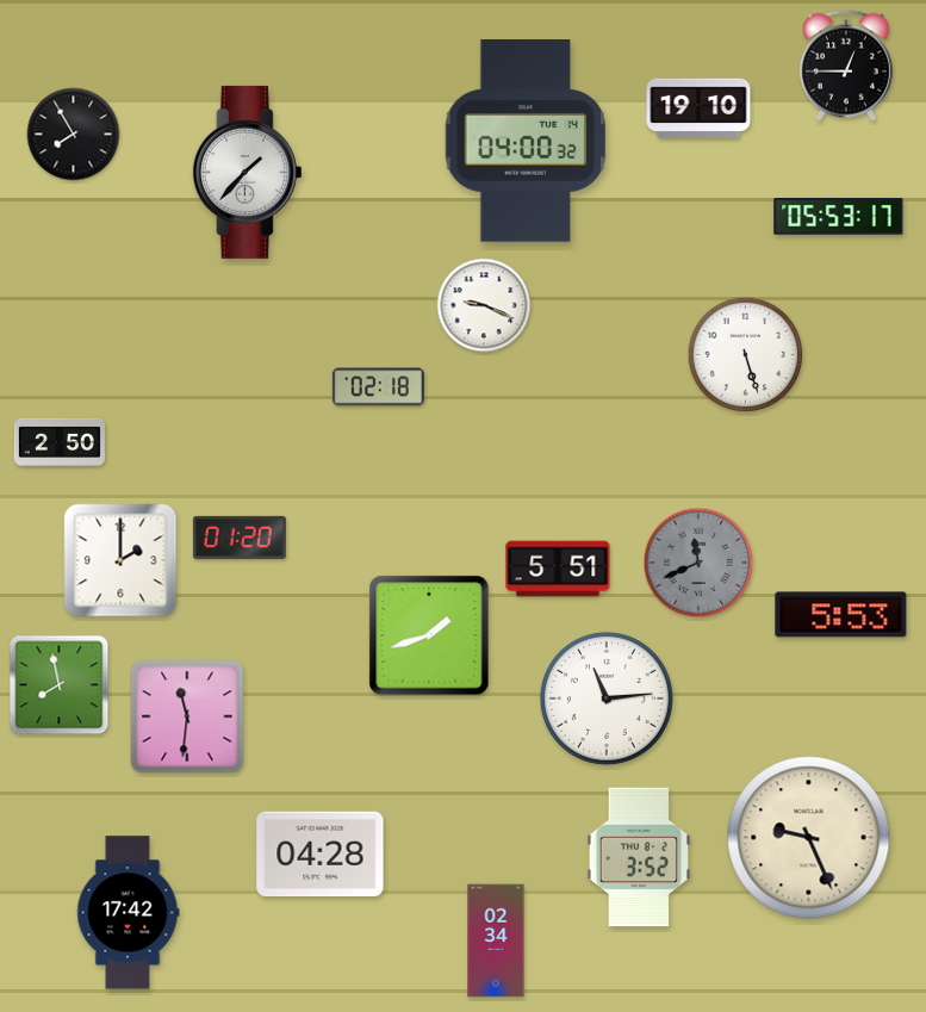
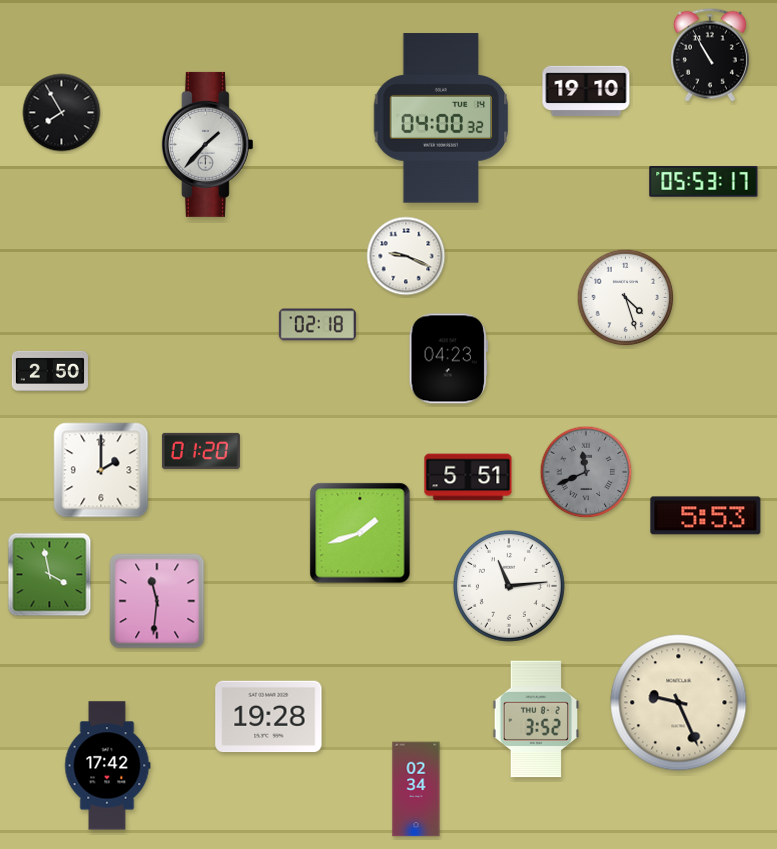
clock at (846, 66): 12:45 -> 10:55
clock at (746, 355): 5:27 -> 4:27
clock at (448, 359): none -> 04:23
clock at (60, 685): 7:58 -> 3:58
clock at (321, 855): 04:28 -> 19:28
